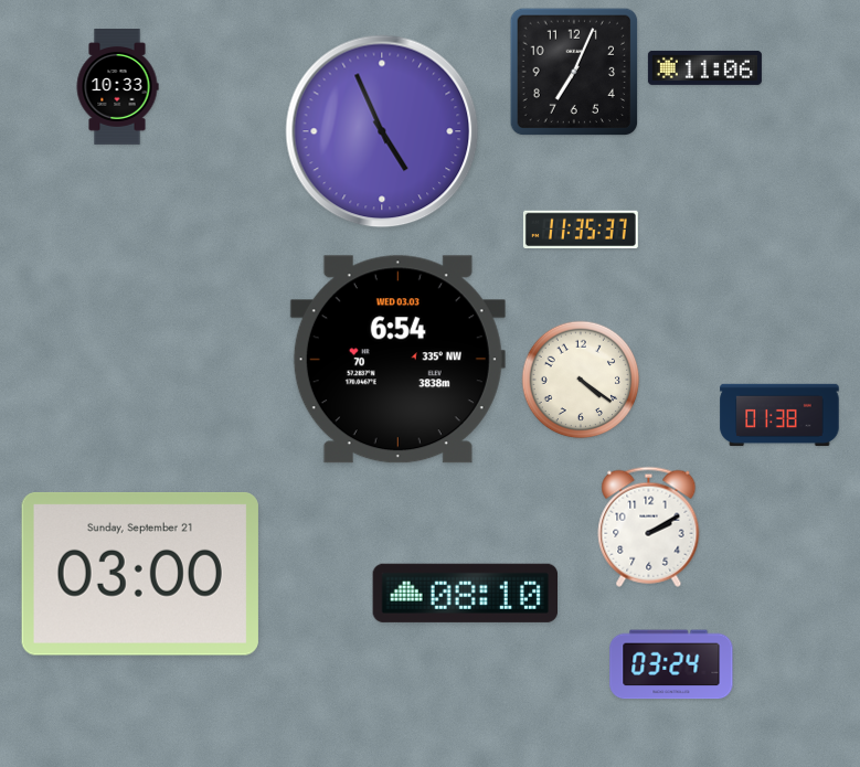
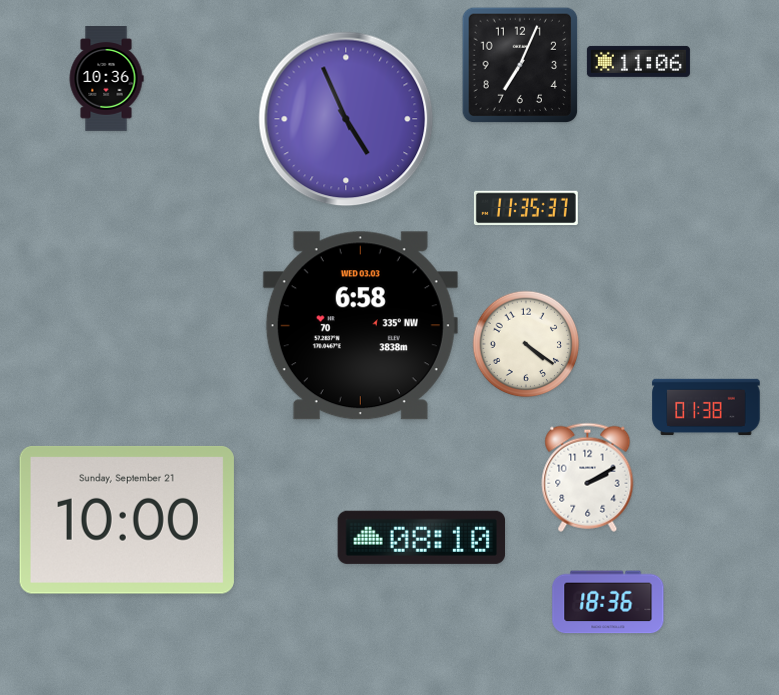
clock at (117, 87): 10:33 -> 10:36
clock at (397, 360): 6:54 -> 6:58
clock at (779, 415) position: (779, 415) -> (706, 407)
clock at (140, 574): 03:00 -> 10:00
clock at (671, 664): 03:24 -> 18:36
